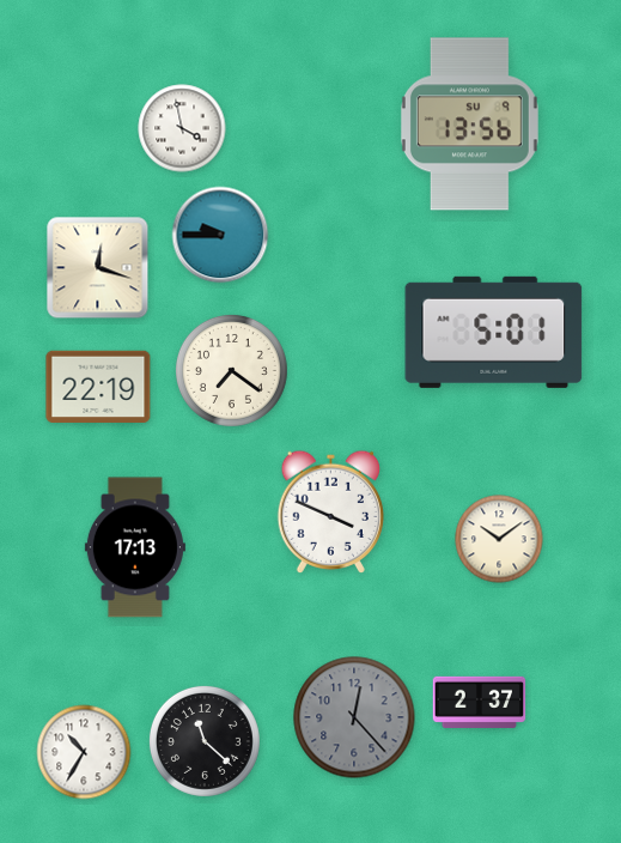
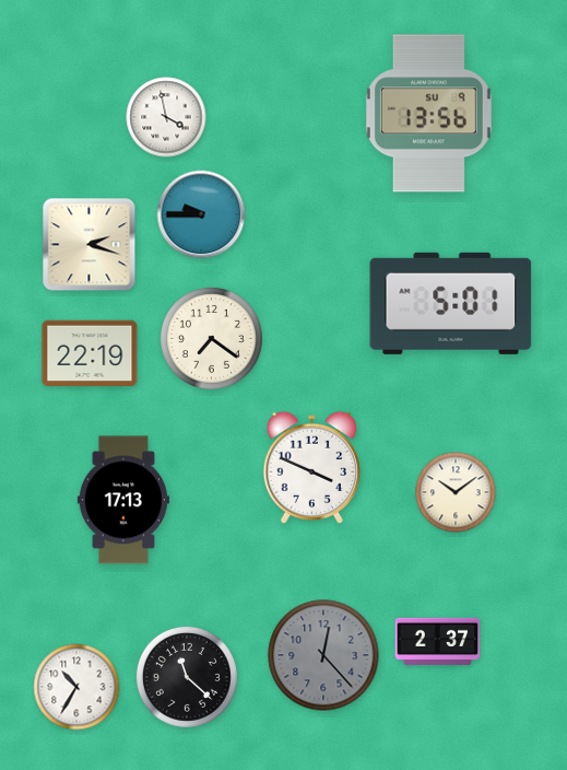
clock at (98, 268): 12:18 -> 2:18
clock at (330, 511) position: (330, 511) -> (311, 467)
